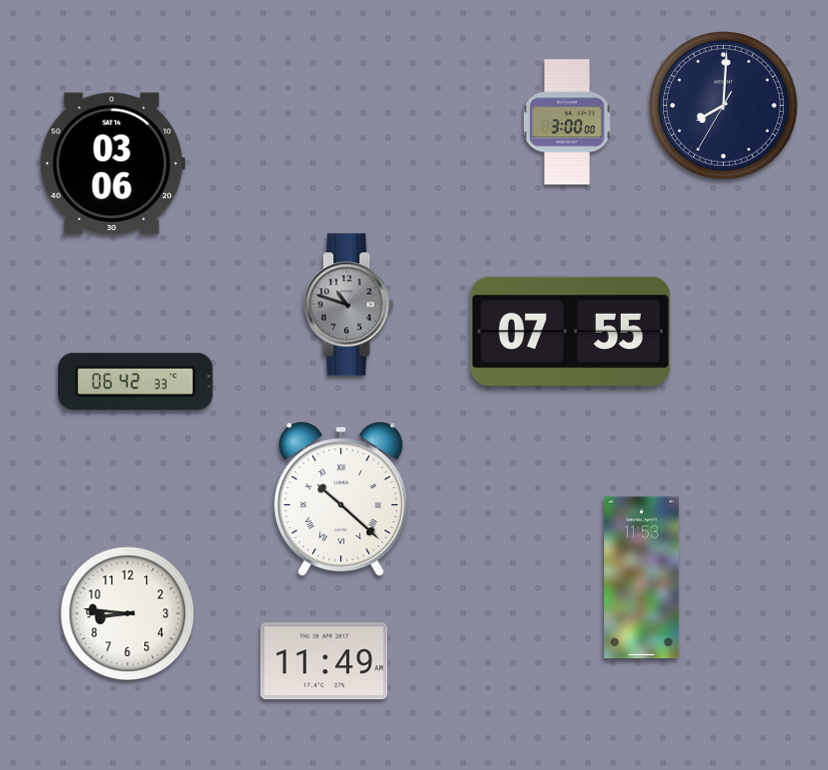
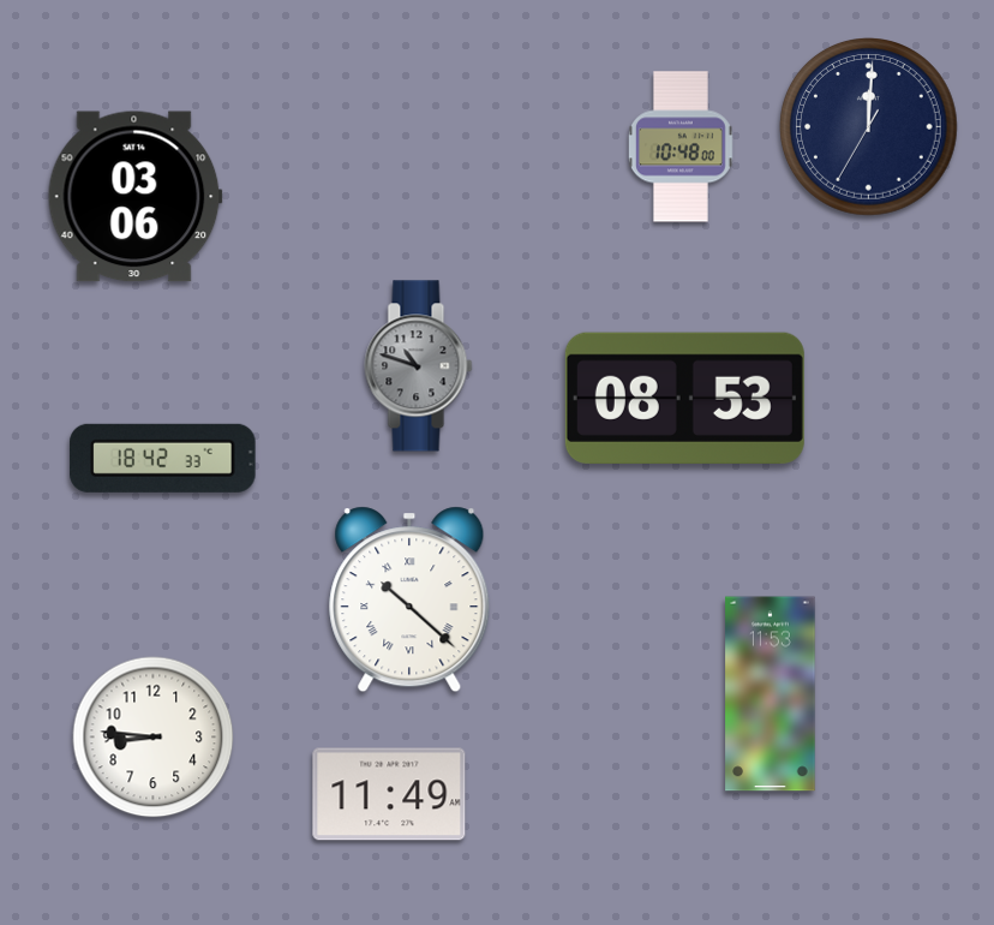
clock at (724, 106): 8:00 -> 12:00
clock at (567, 122): 3:00 -> 10:48
clock at (570, 331): 07:55 -> 08:53
clock at (136, 381): 06:42 -> 18:42
